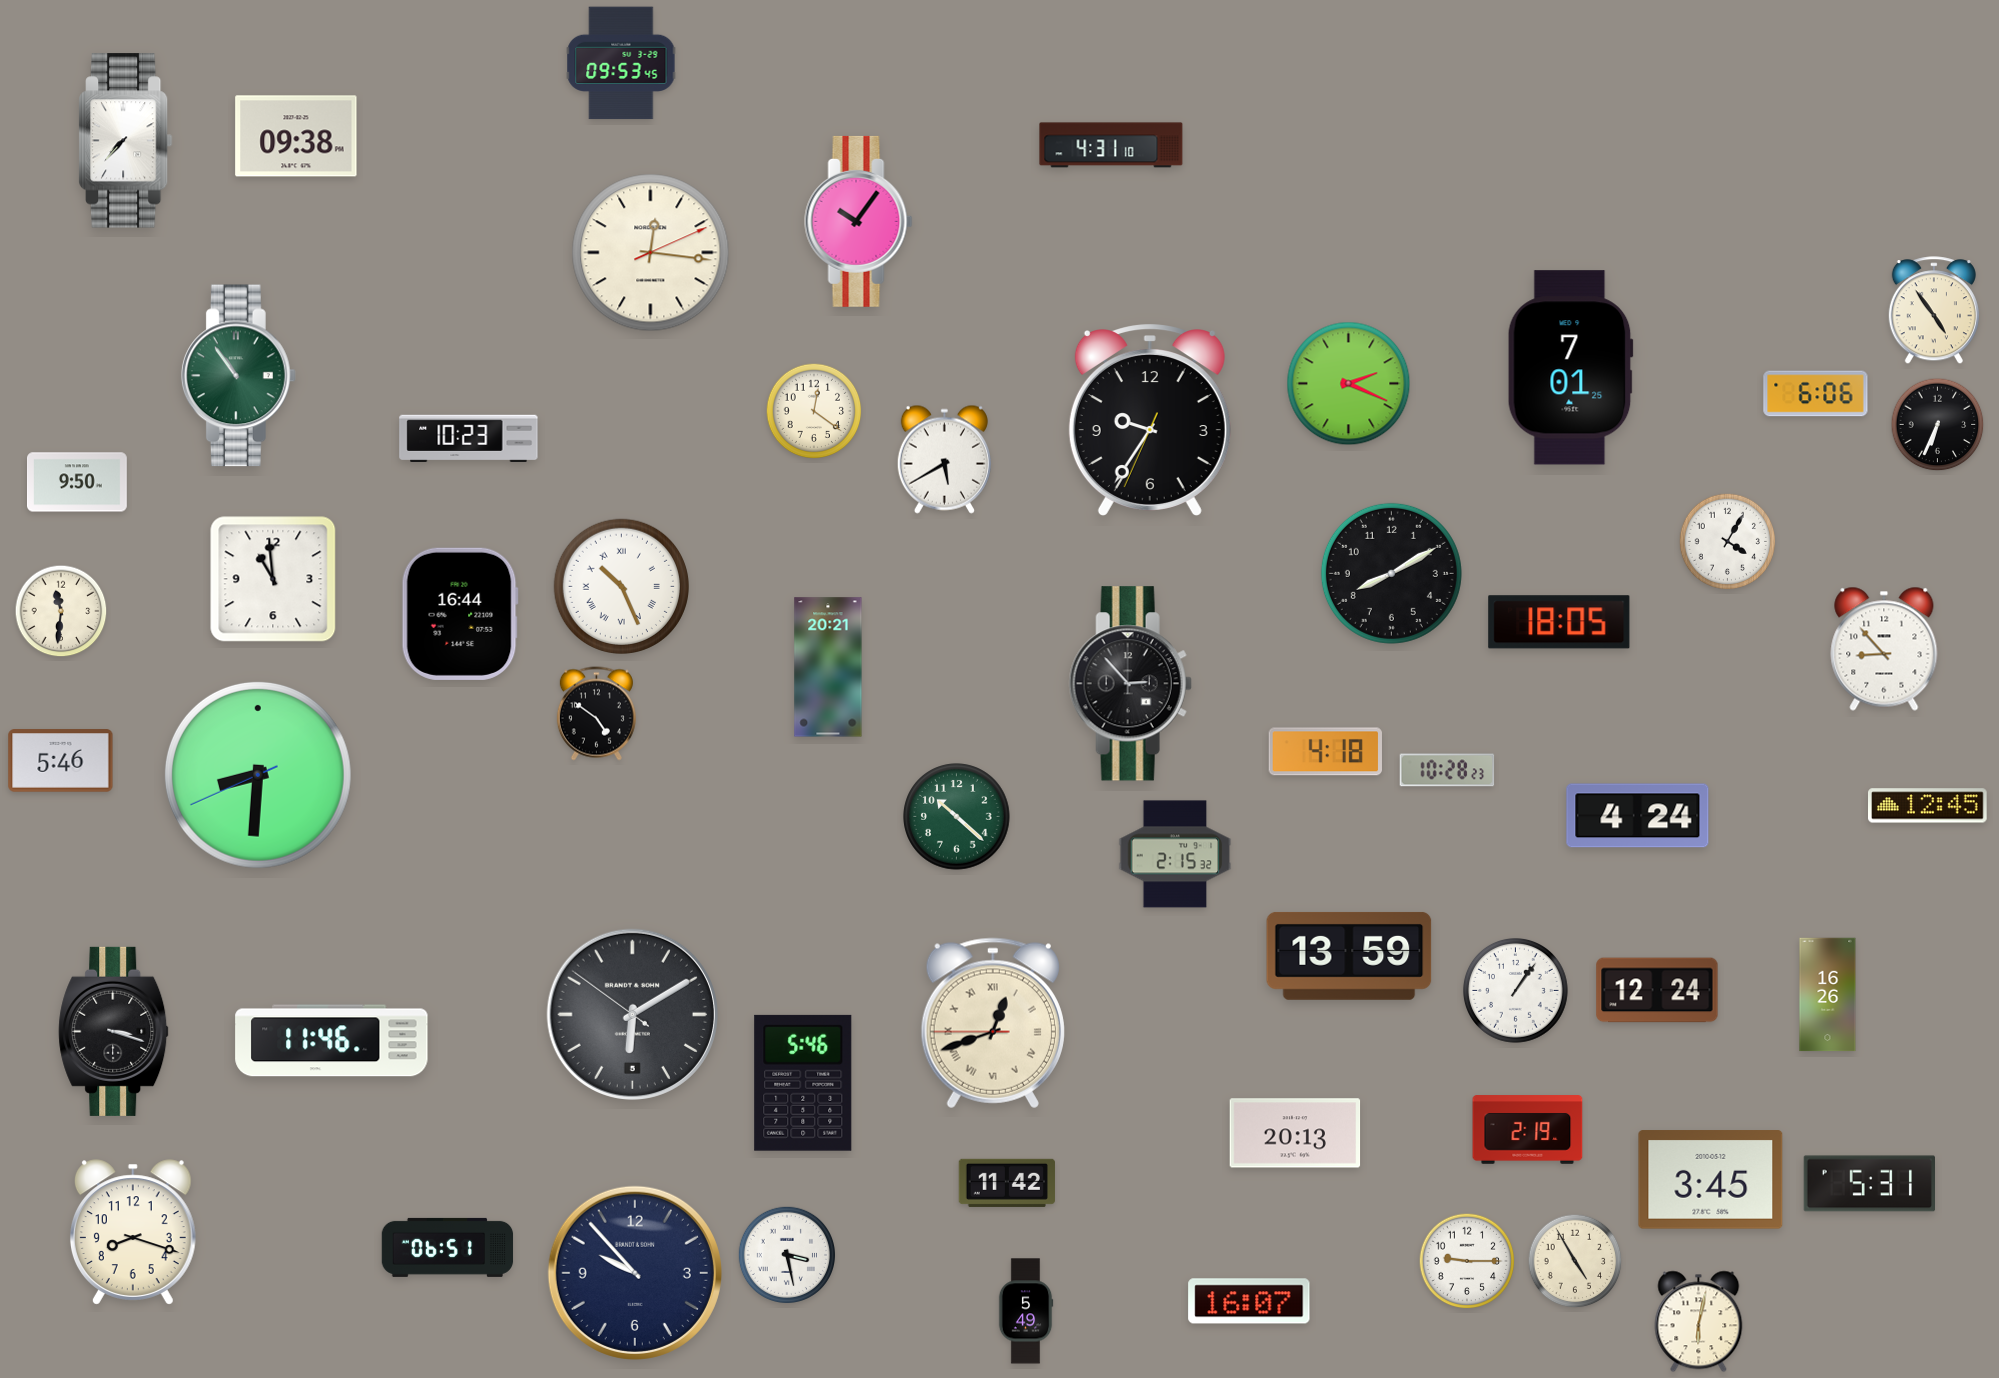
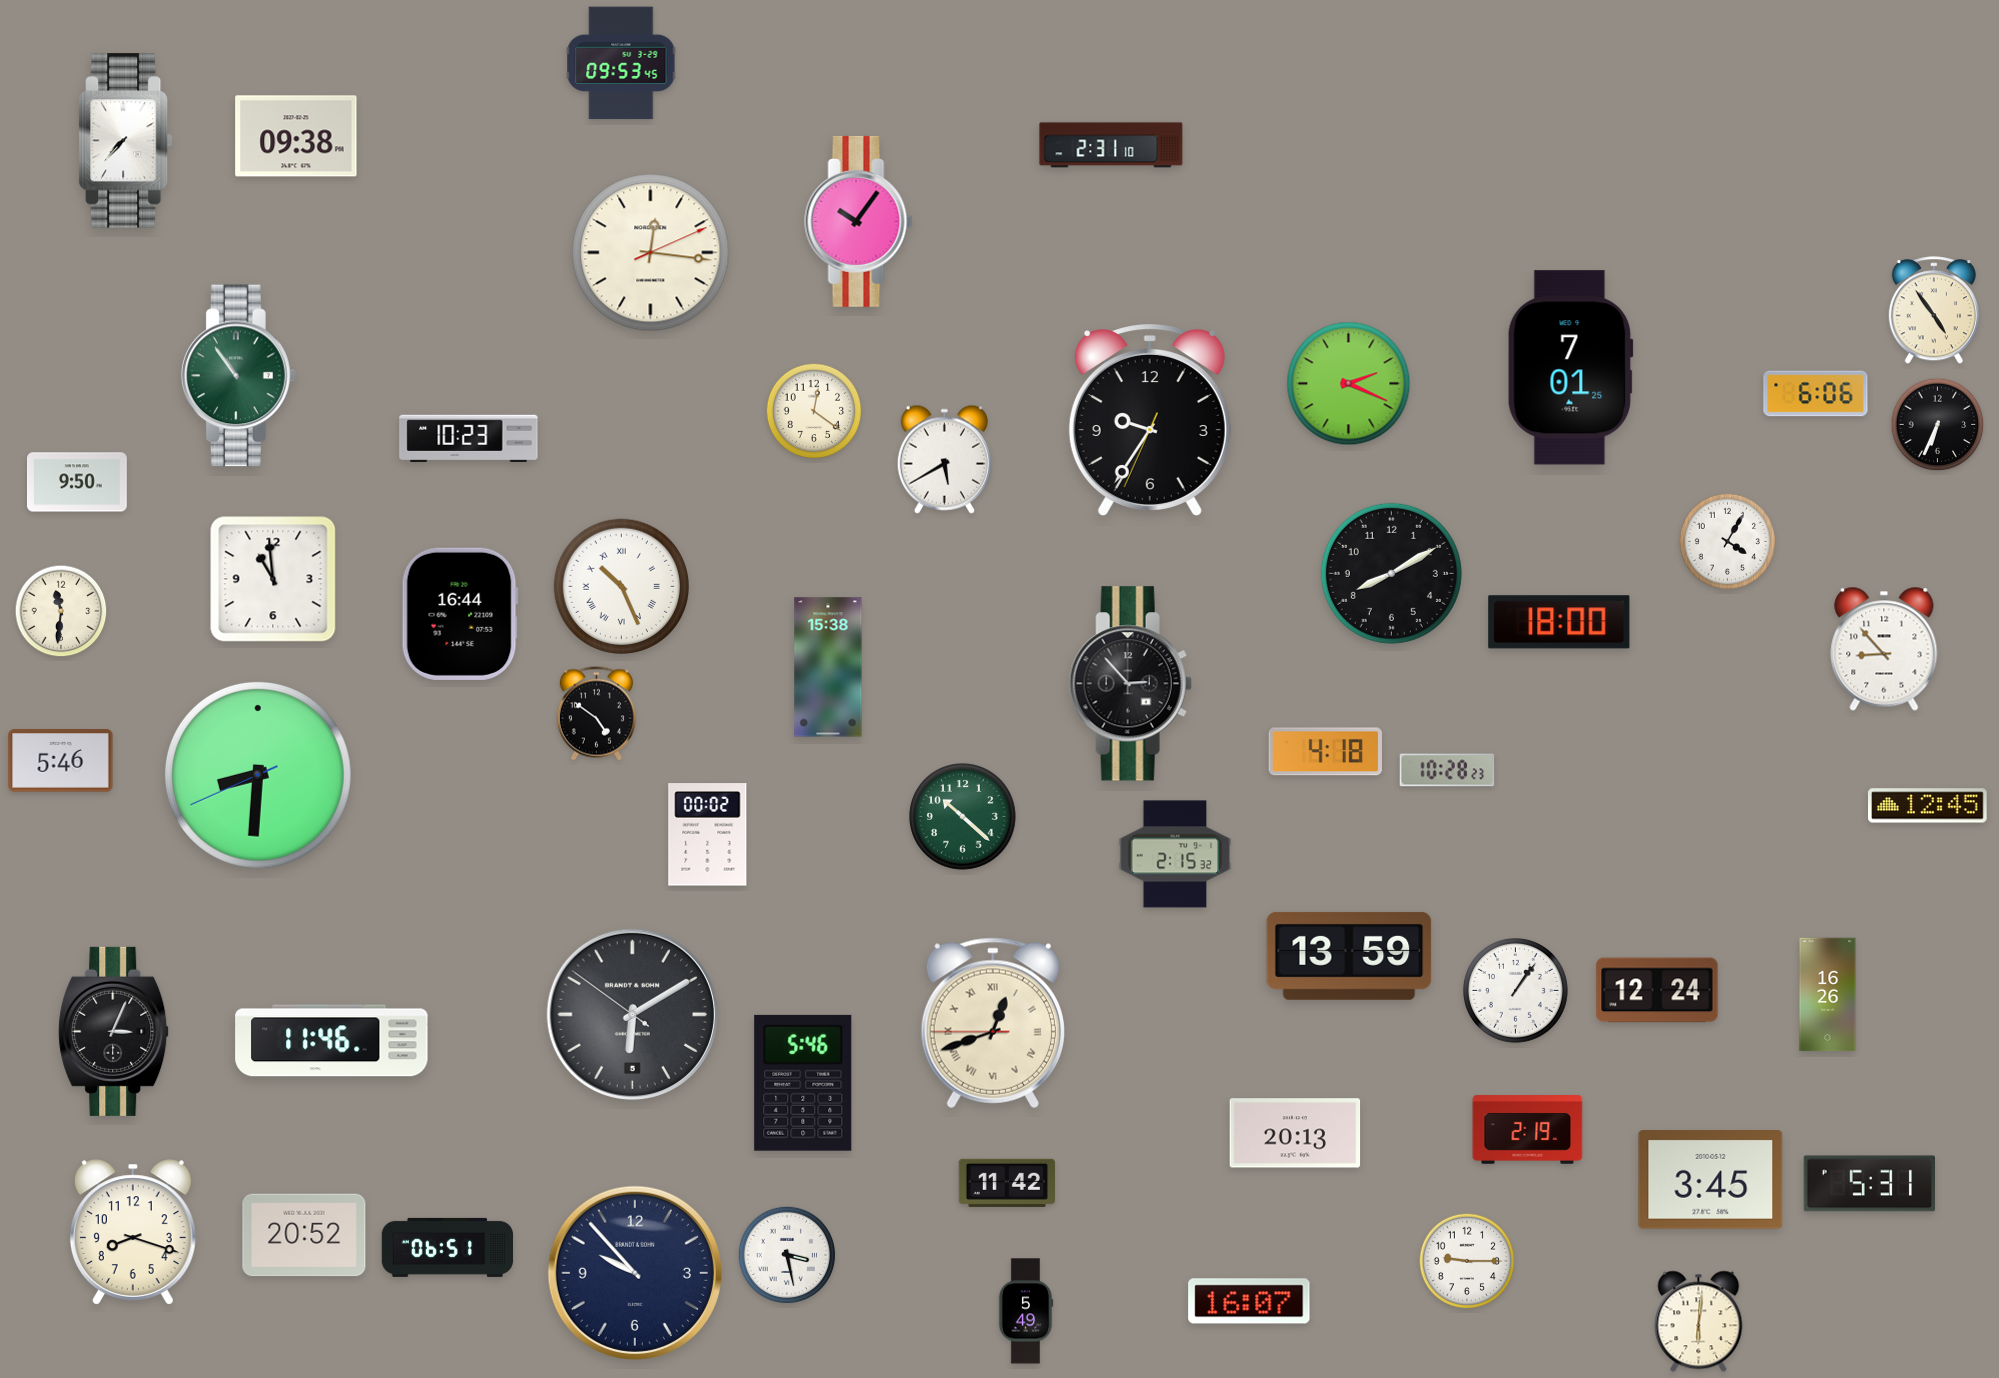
clock at (1111, 145): 4:31 -> 2:31
clock at (1559, 622): 18:05 -> 18:00
clock at (828, 667): 20:21 -> 15:38
clock at (1638, 816): 4:24 -> none
clock at (957, 817) position: (957, 817) -> (963, 817)
clock at (708, 835): none -> 00:02
clock at (114, 1031): 3:18 -> 3:04
clock at (304, 1235): none -> 20:52
clock at (1575, 1261): 4:55 -> none
clock at (1699, 1322): 6:02 -> 6:01
